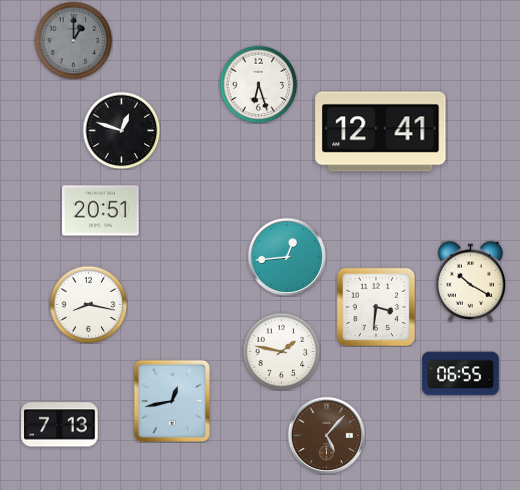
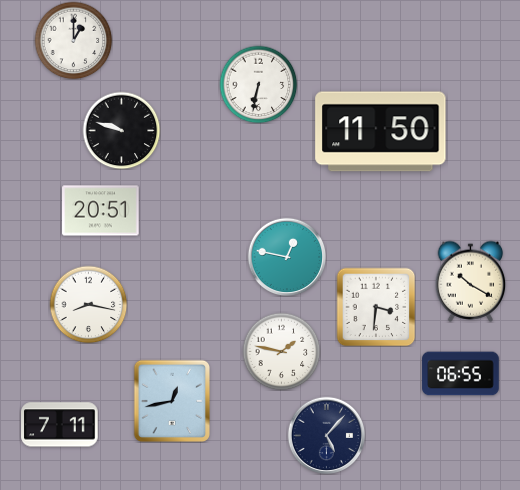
clock at (73, 40) dial: grey -> white
clock at (258, 84): 6:27 -> 6:32
clock at (121, 130): 12:48 -> 9:48
clock at (381, 132): 12:41 -> 11:50
clock at (287, 257): 12:44 -> 12:47
clock at (60, 425): 7:13 -> 7:11
clock at (326, 435) dial: brown -> navy
